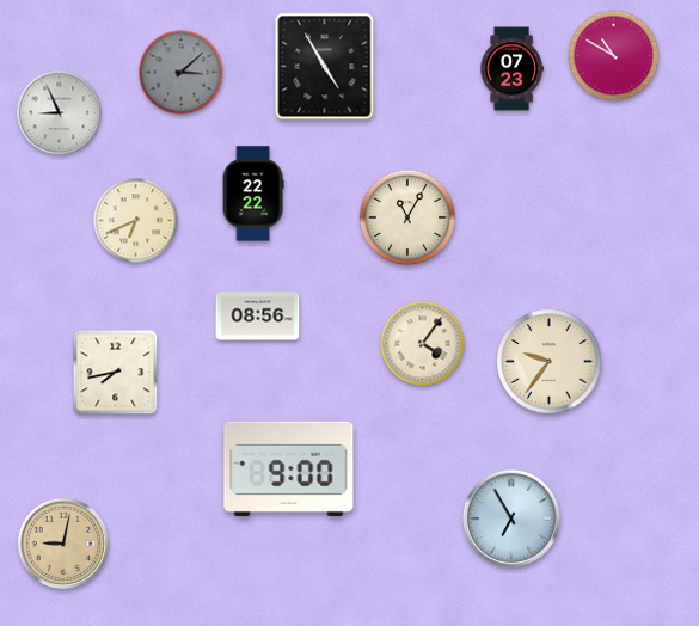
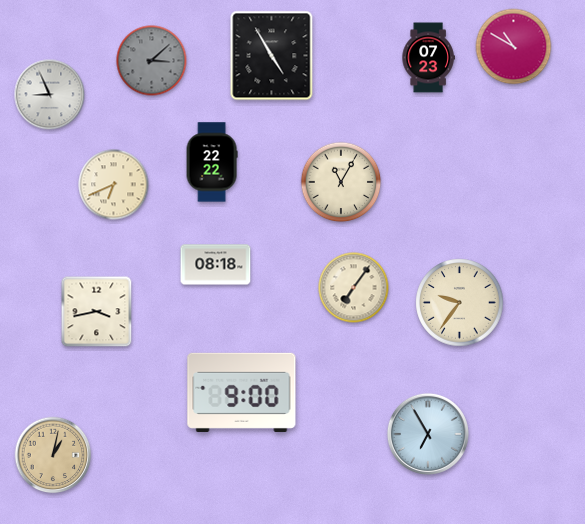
clock at (258, 317): 08:56 -> 08:18
clock at (423, 344): 4:06 -> 7:06
clock at (116, 373): 7:43 -> 3:43
clock at (63, 544): 9:02 -> 1:02
